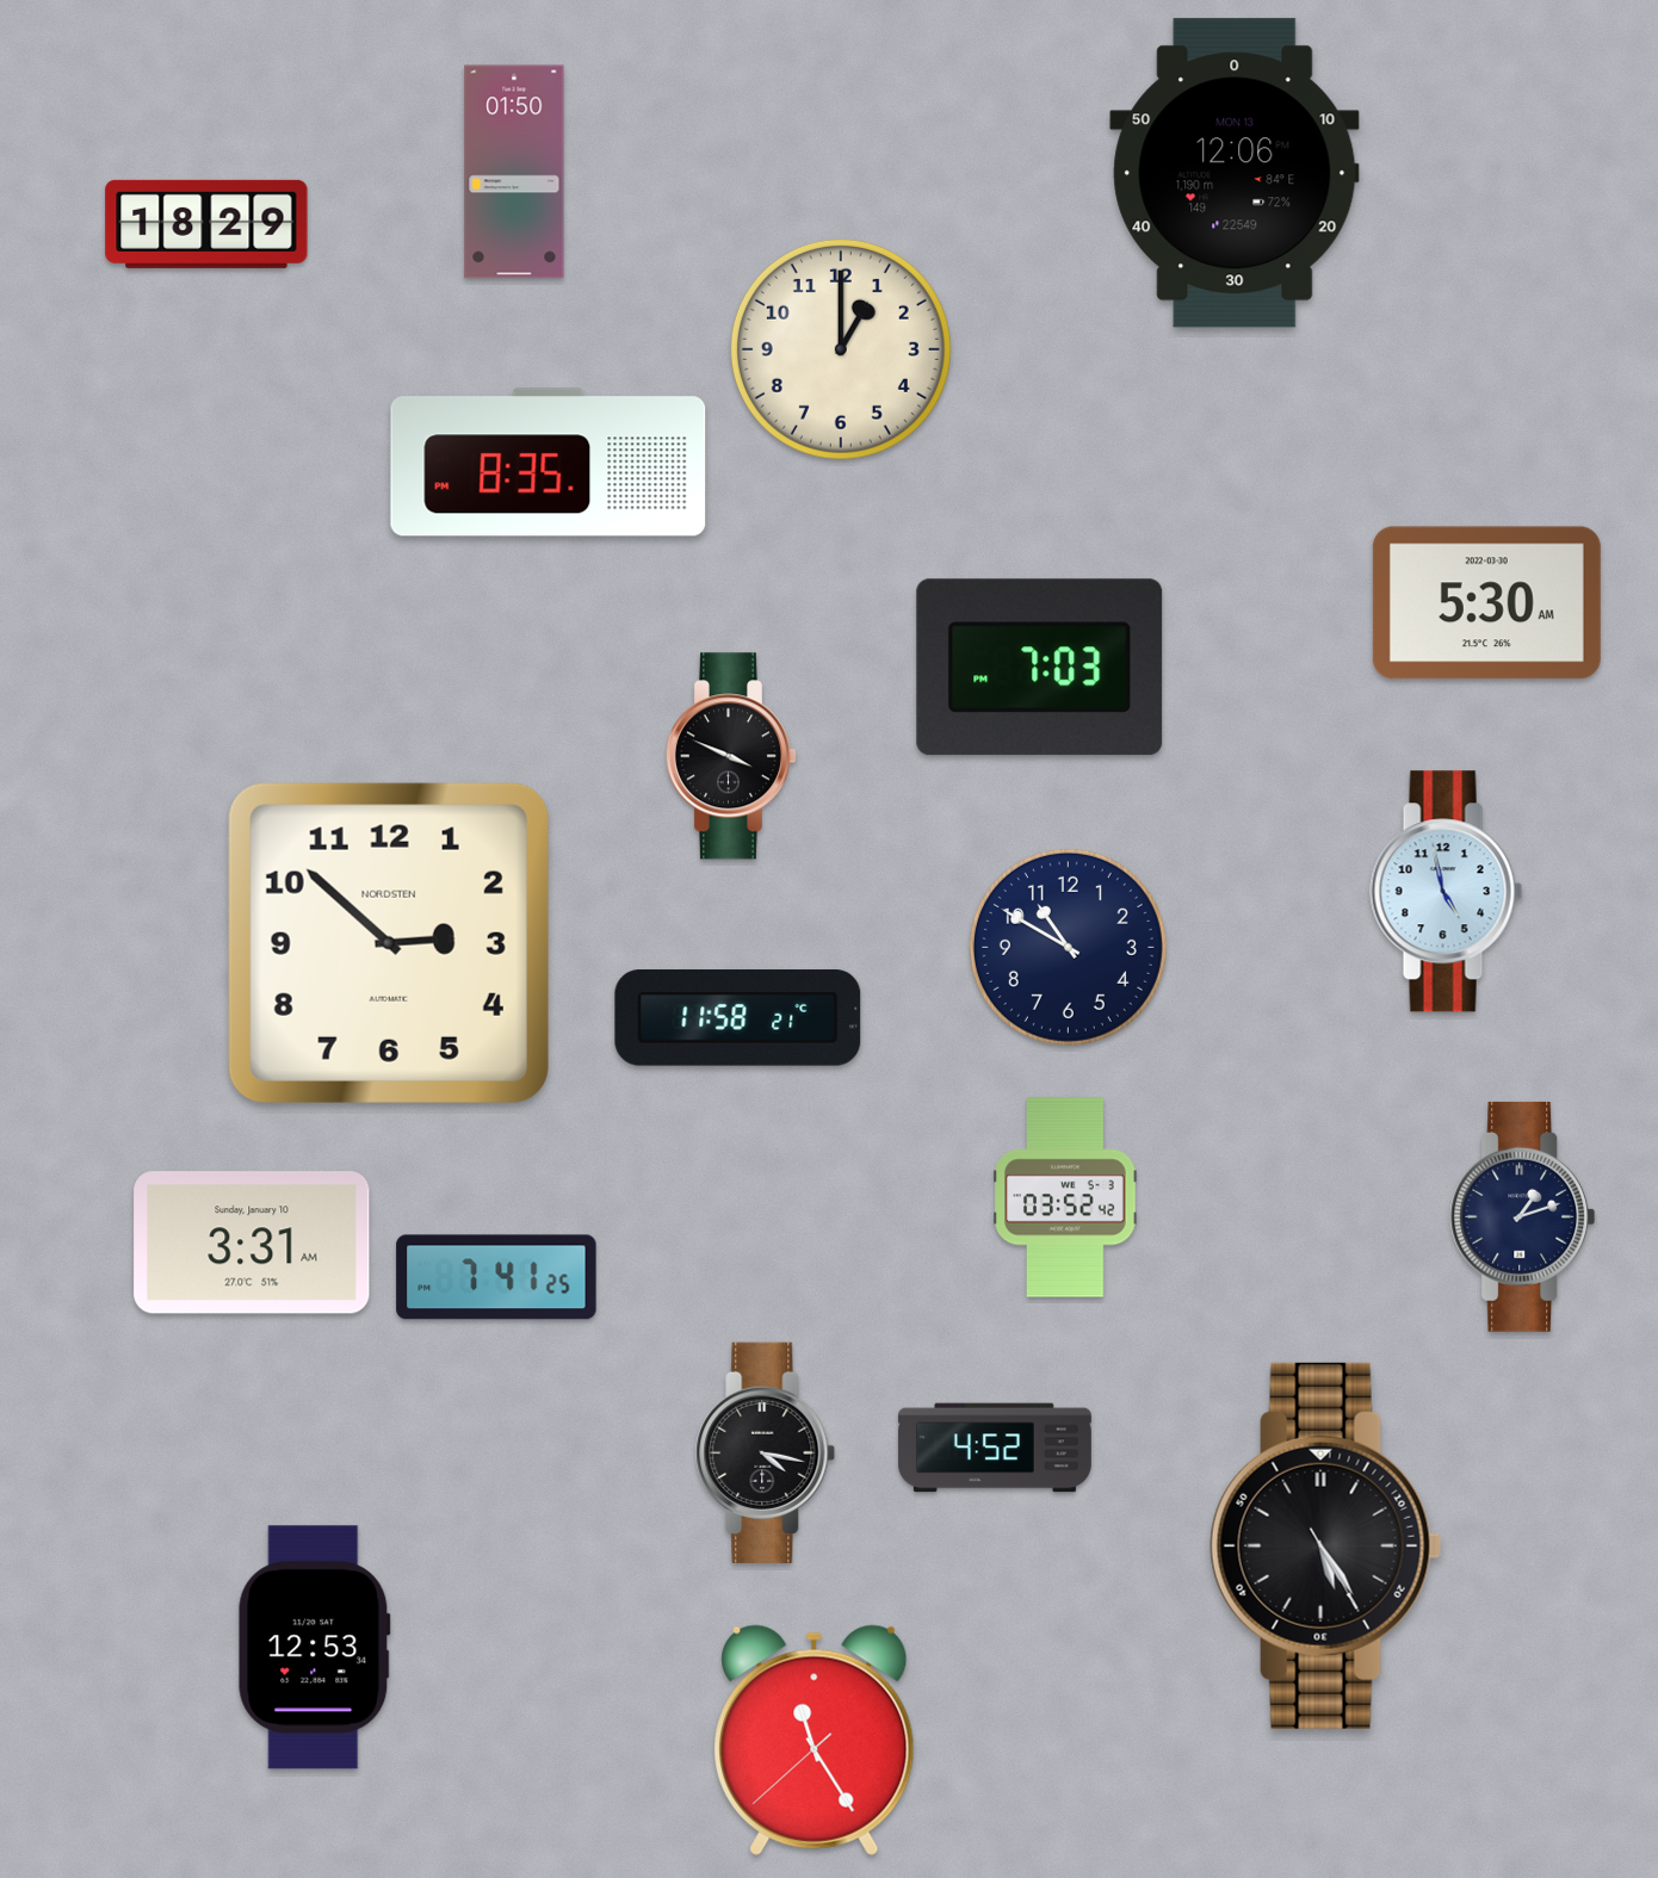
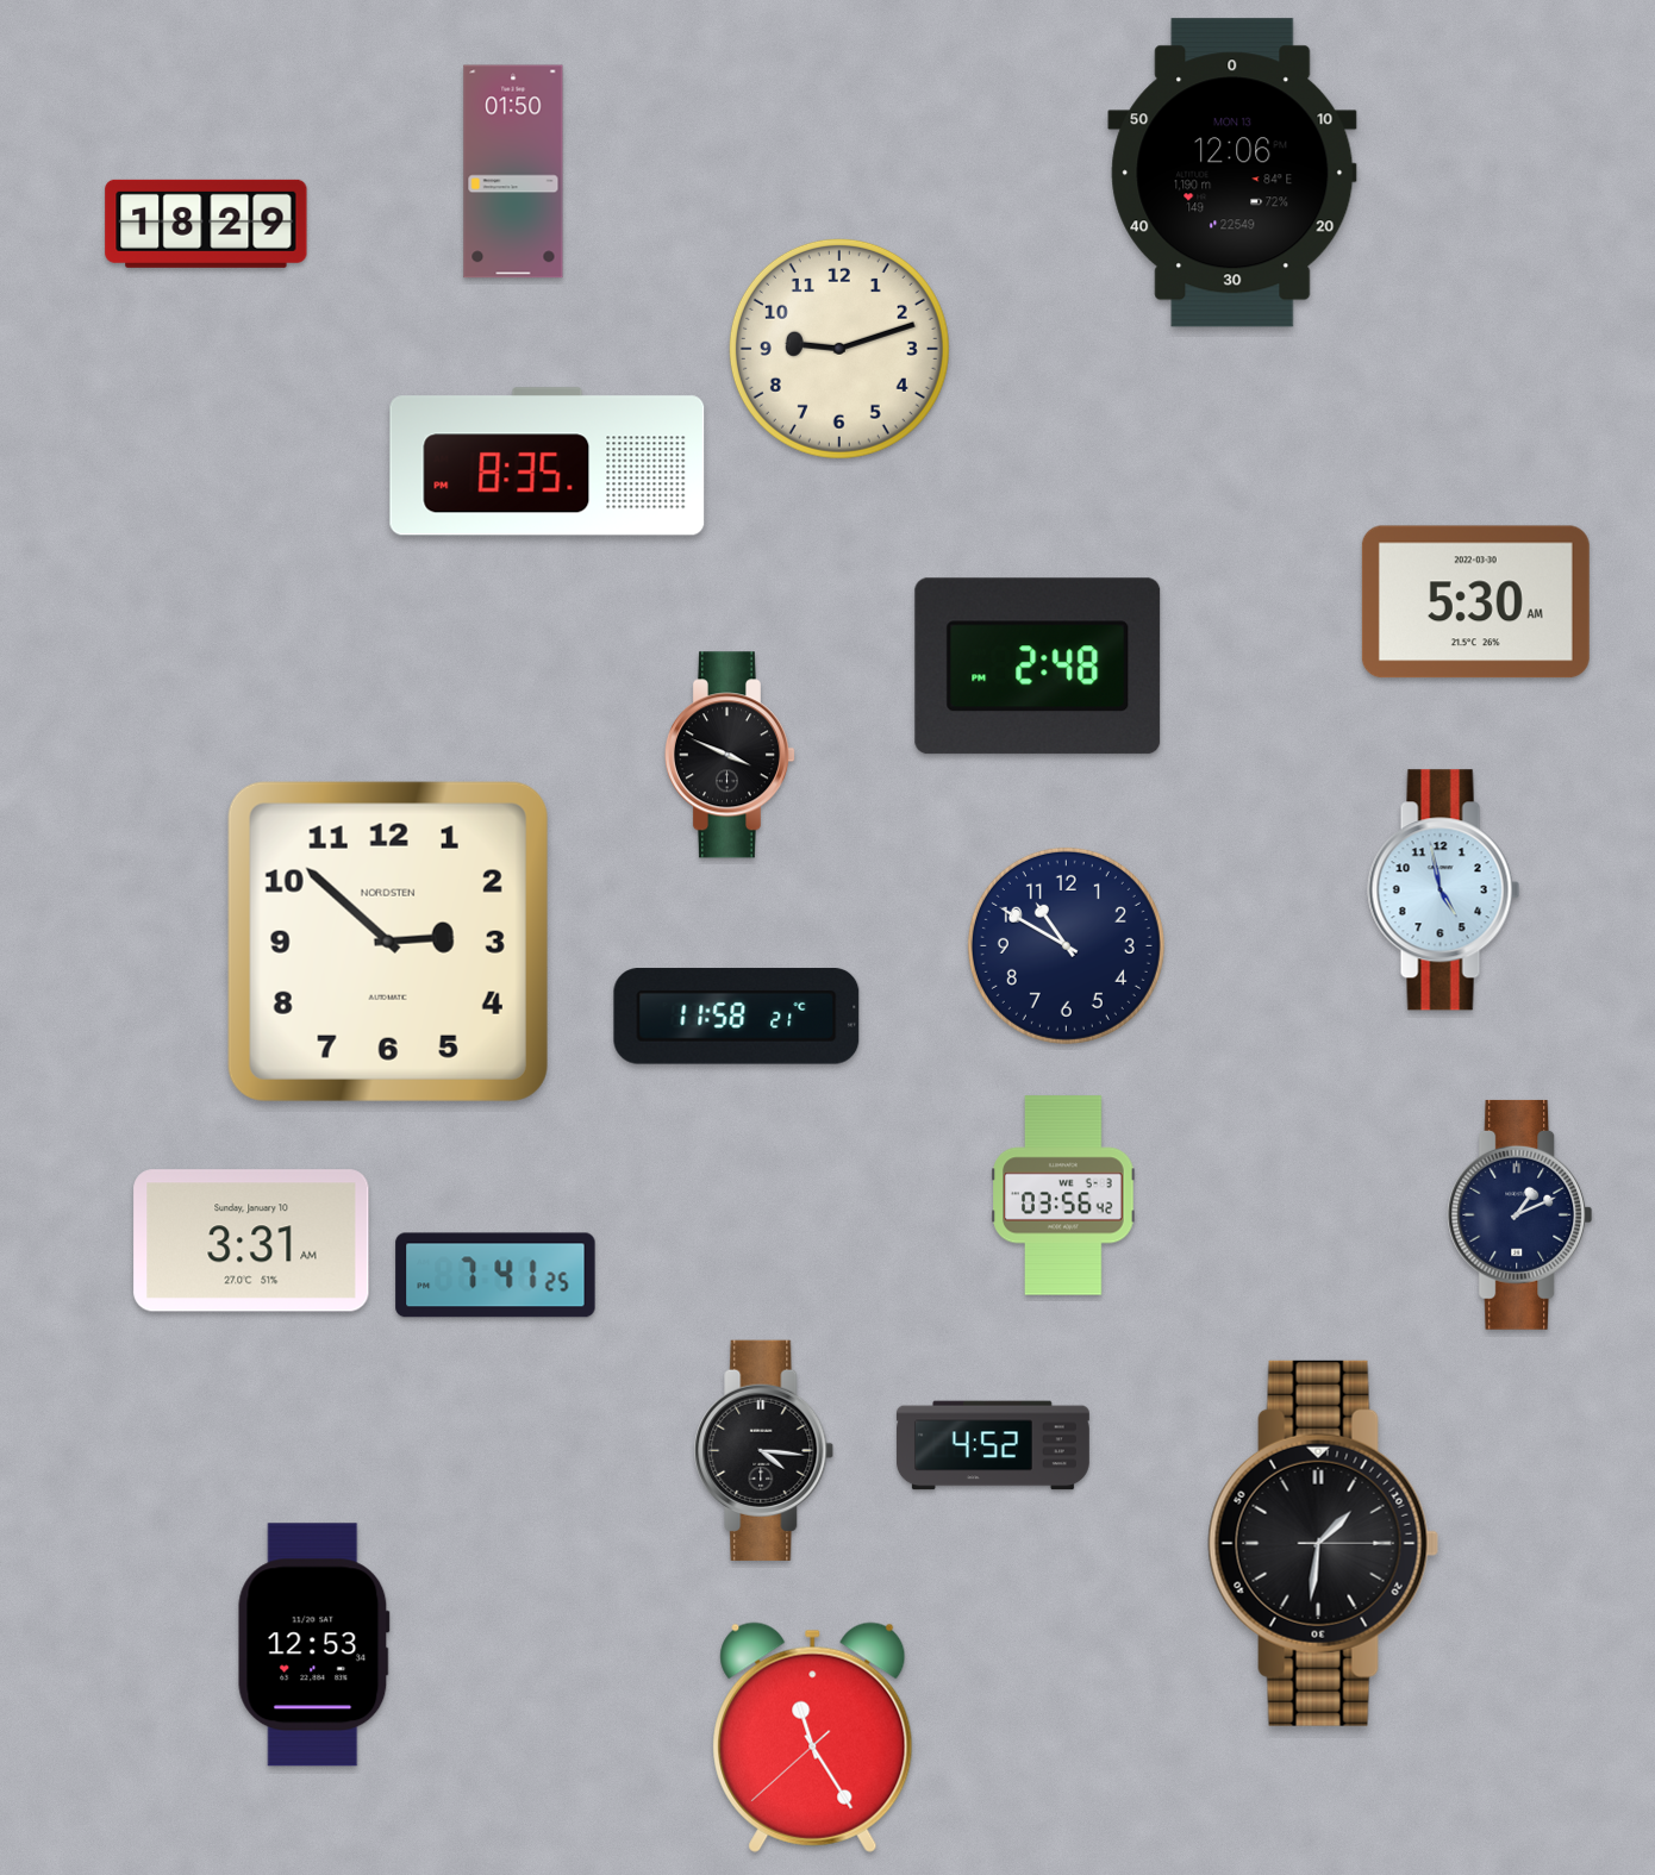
clock at (841, 349): 1:00 -> 9:12
clock at (1486, 603) position: (1486, 603) -> (1475, 602)
clock at (1040, 668): 7:03 -> 2:48
clock at (1065, 1197): 03:52 -> 03:56
clock at (1523, 1216): 1:12 -> 1:11
clock at (766, 1452): 4:17 -> 4:16
clock at (1326, 1545): 5:24 -> 1:31
